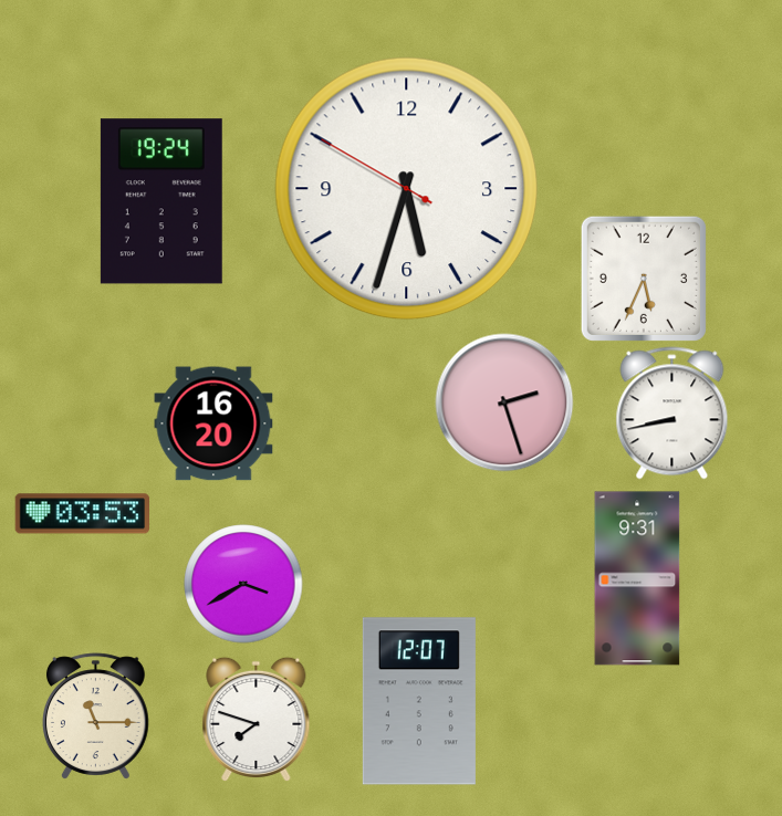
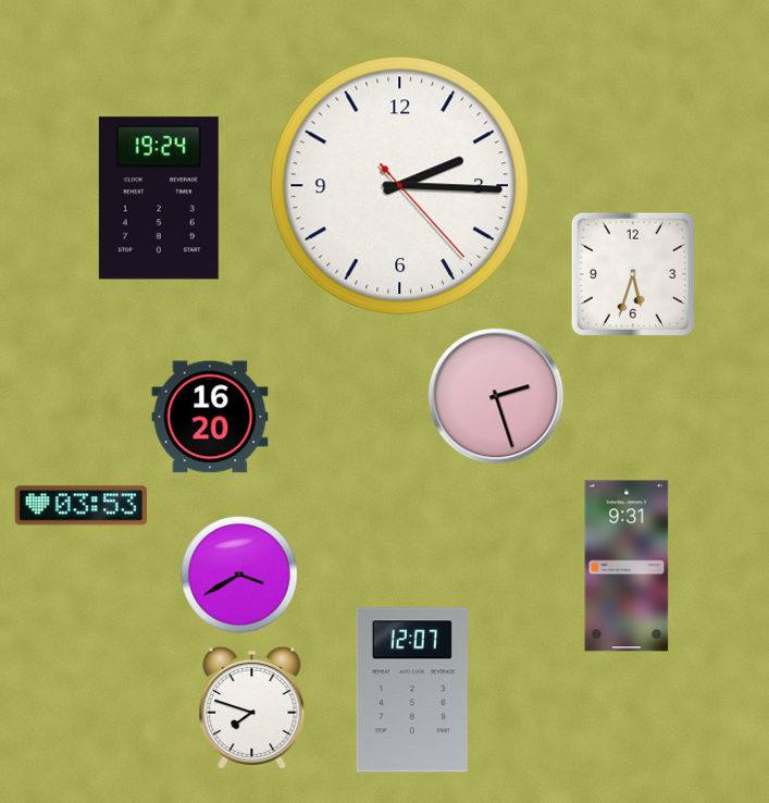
clock at (407, 189): 5:32 -> 2:15
clock at (644, 279): 5:34 -> 5:33
clock at (672, 414): 8:43 -> none
clock at (637, 578) position: (637, 578) -> (627, 566)
clock at (95, 716): 11:15 -> none
